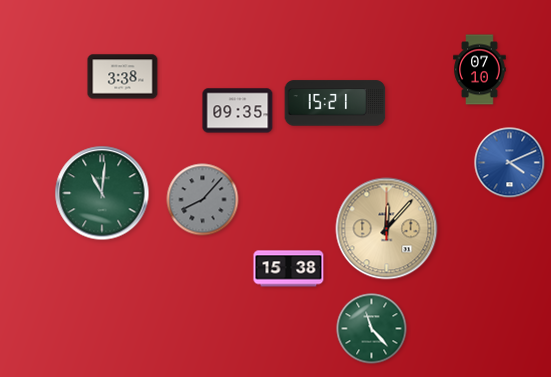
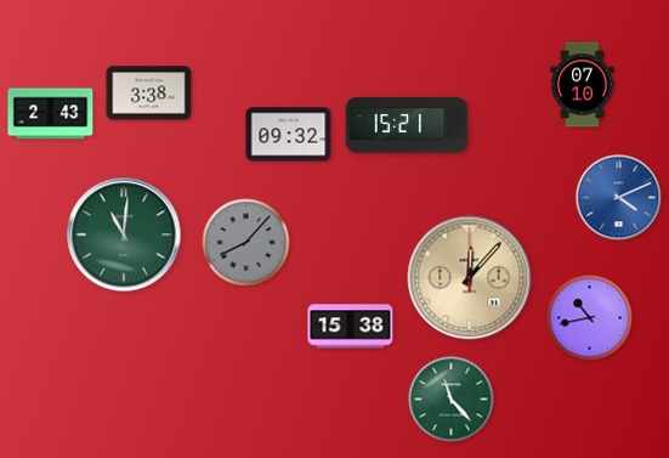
clock at (51, 114): none -> 2:43
clock at (238, 111): 09:35 -> 09:32
clock at (590, 318): none -> 10:43
